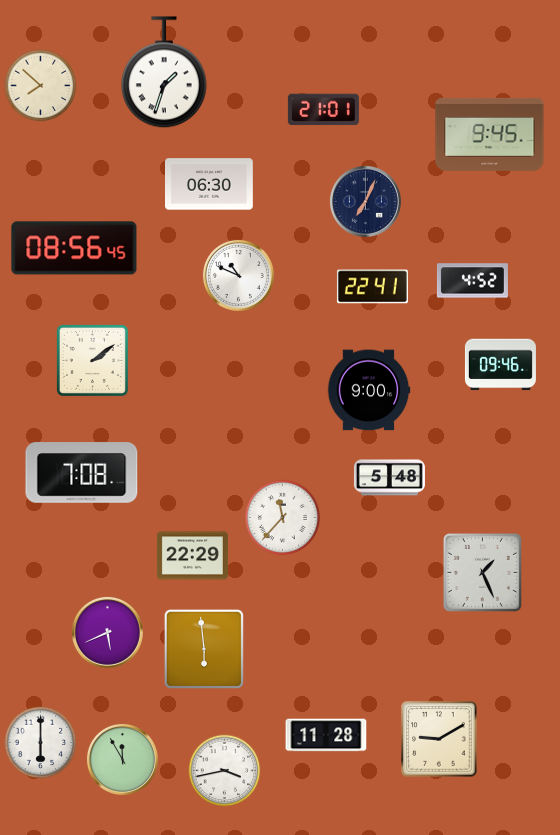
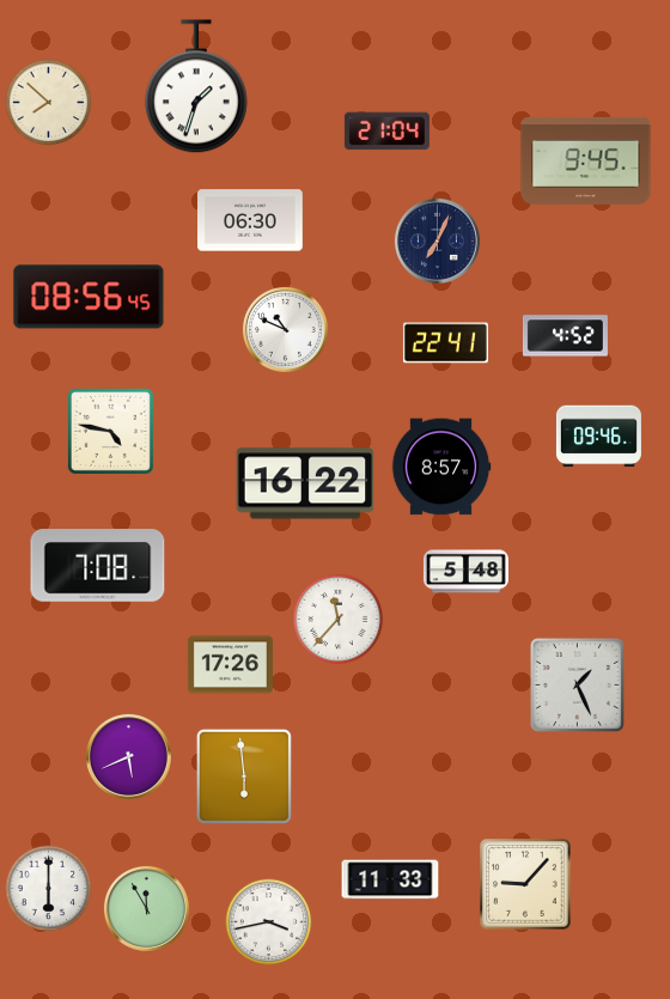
clock at (323, 110): 21:01 -> 21:04
clock at (92, 360): 2:09 -> 4:47
clock at (369, 390): 9:00 -> 8:57
clock at (305, 483): none -> 16:22
clock at (192, 556): 22:29 -> 17:26
clock at (326, 735): 11:28 -> 11:33
clock at (439, 739): 9:10 -> 9:07
